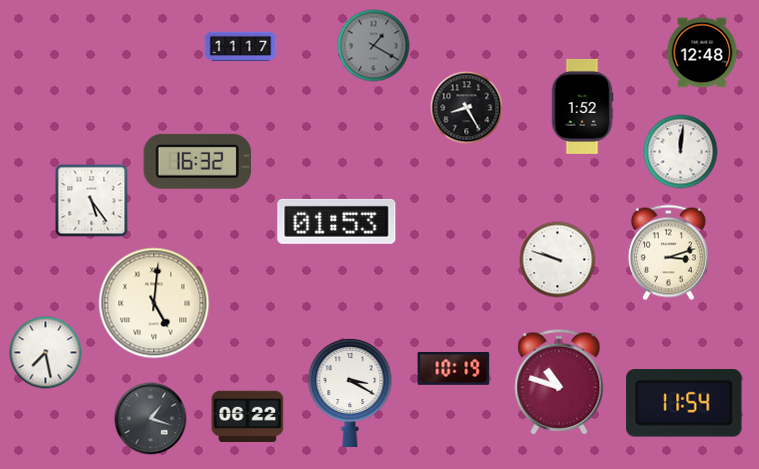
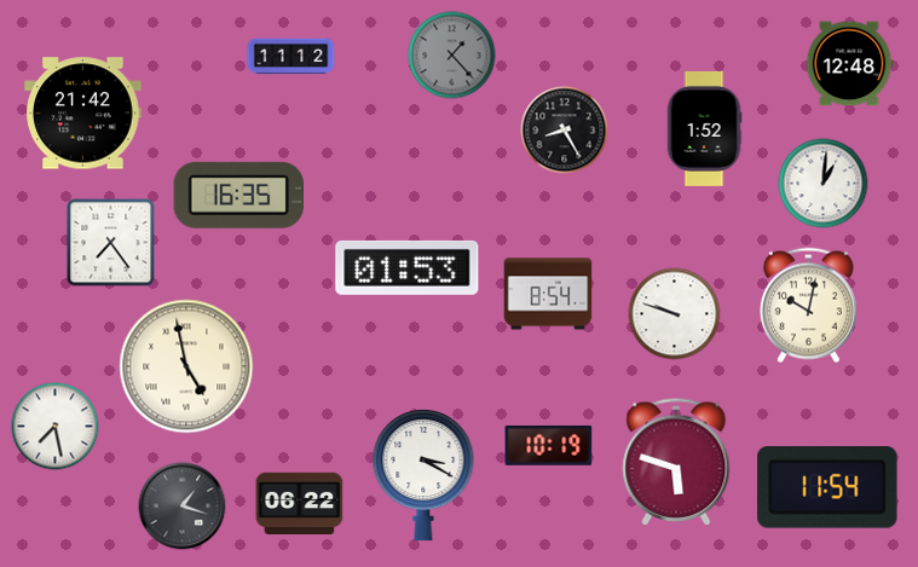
clock at (374, 46): 1:20 -> 1:23
clock at (241, 47): 11:17 -> 11:12
clock at (83, 114): none -> 21:42
clock at (681, 152): 12:01 -> 1:01
clock at (197, 161): 16:32 -> 16:35
clock at (92, 201): 5:24 -> 7:24
clock at (548, 294): none -> 8:54
clock at (668, 253): 3:12 -> 10:02
clock at (154, 303): 5:01 -> 4:58
clock at (559, 382): 10:48 -> 5:48
